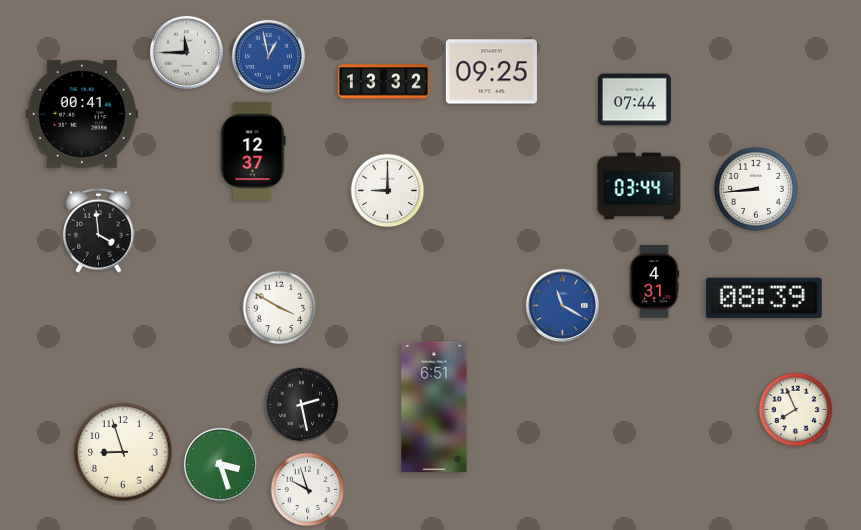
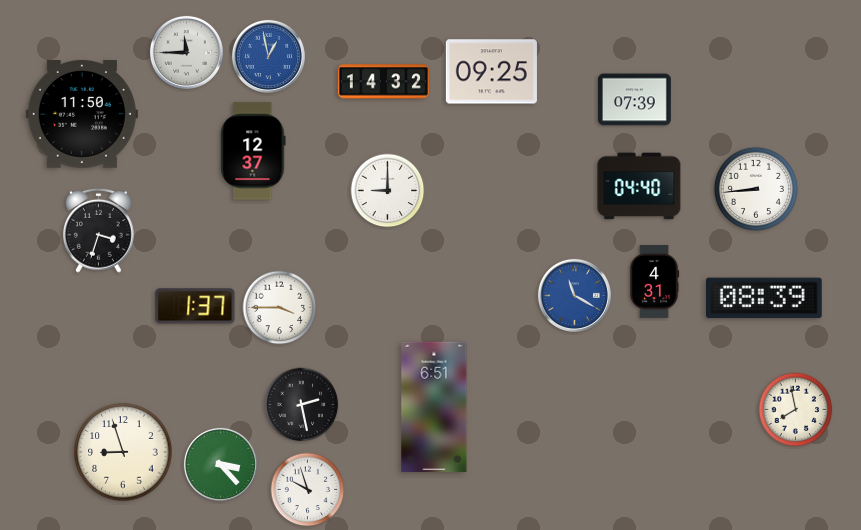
clock at (383, 82): 13:32 -> 14:32
clock at (634, 100): 07:44 -> 07:39
clock at (82, 115): 00:41 -> 11:50
clock at (639, 186): 03:44 -> 04:40
clock at (98, 230): 3:59 -> 3:33
clock at (562, 305) position: (562, 305) -> (574, 295)
clock at (195, 306): none -> 1:37
clock at (280, 308): 3:50 -> 3:45
clock at (796, 410): 7:56 -> 7:58
clock at (220, 464): 3:27 -> 3:23
